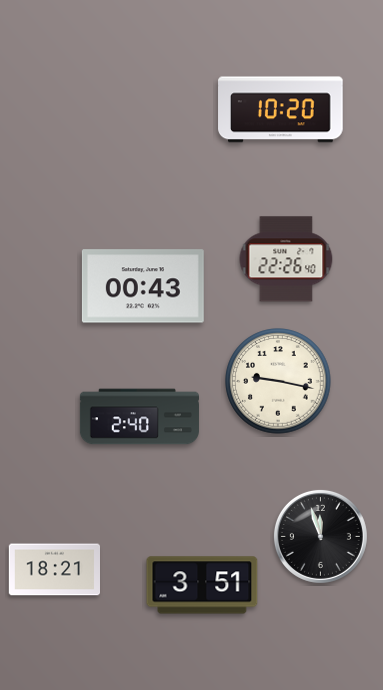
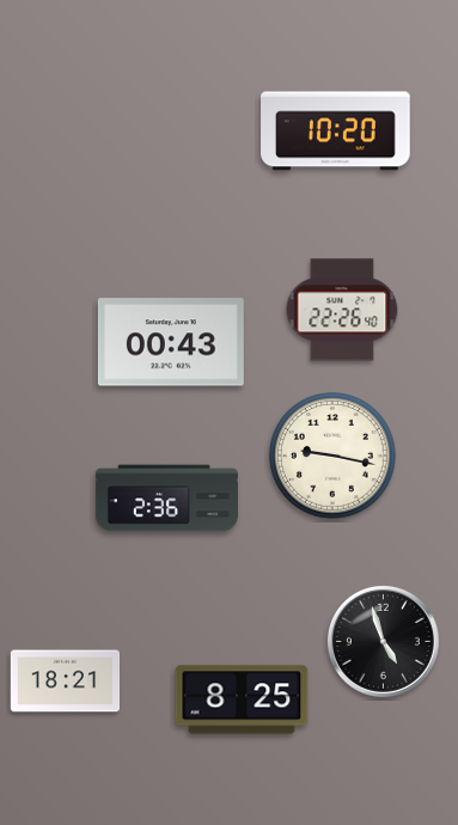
clock at (139, 417): 2:40 -> 2:36
clock at (320, 536): 11:57 -> 4:57
clock at (202, 585): 3:51 -> 8:25
